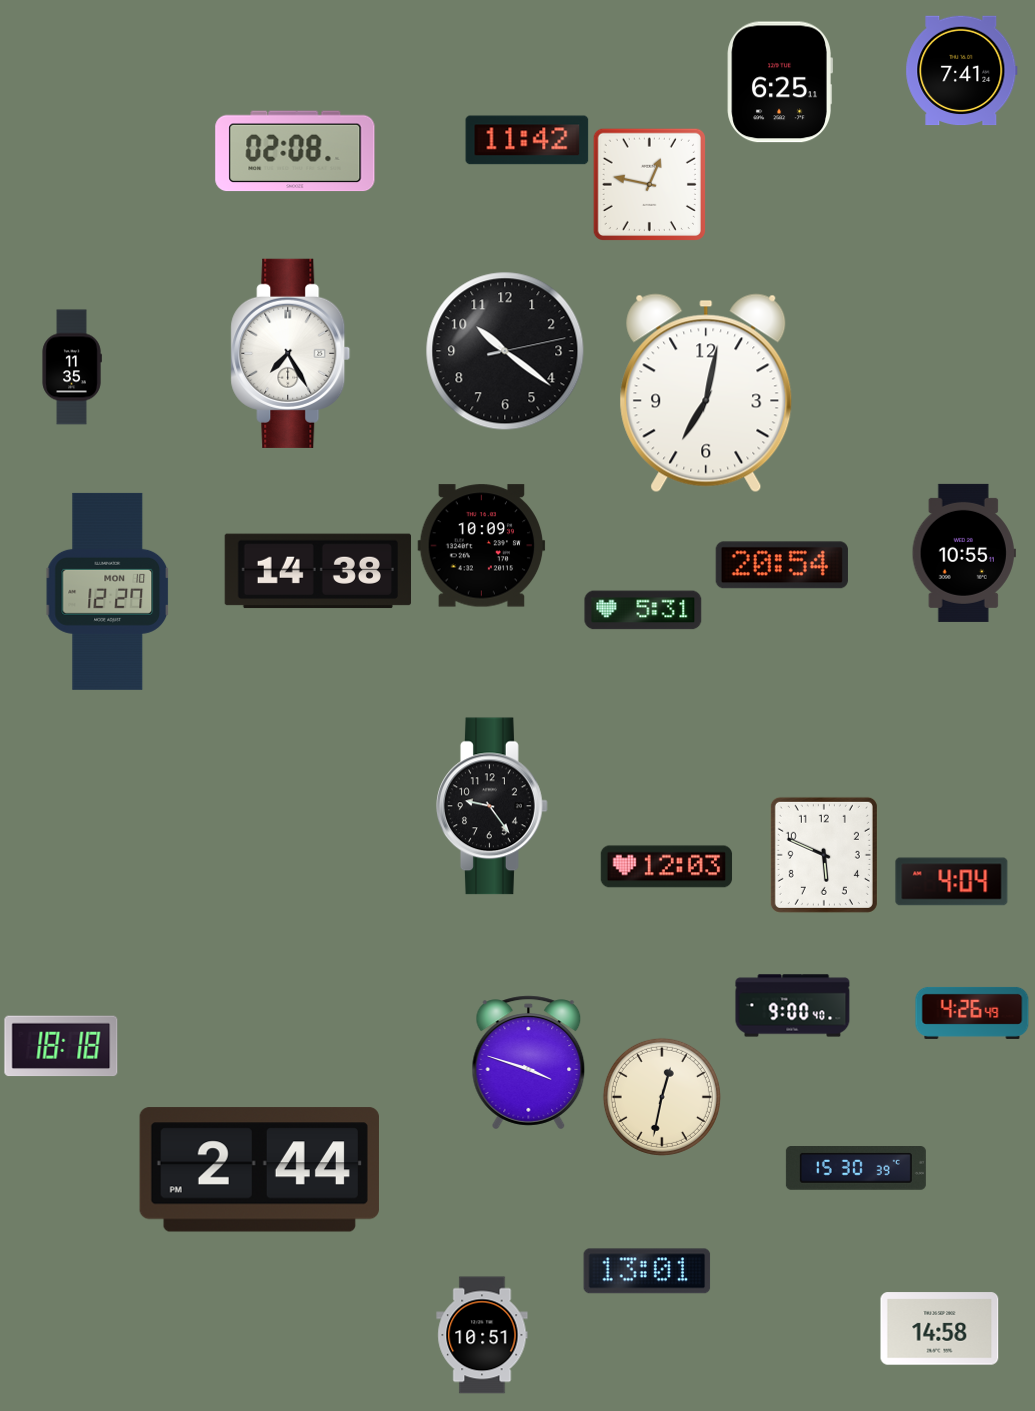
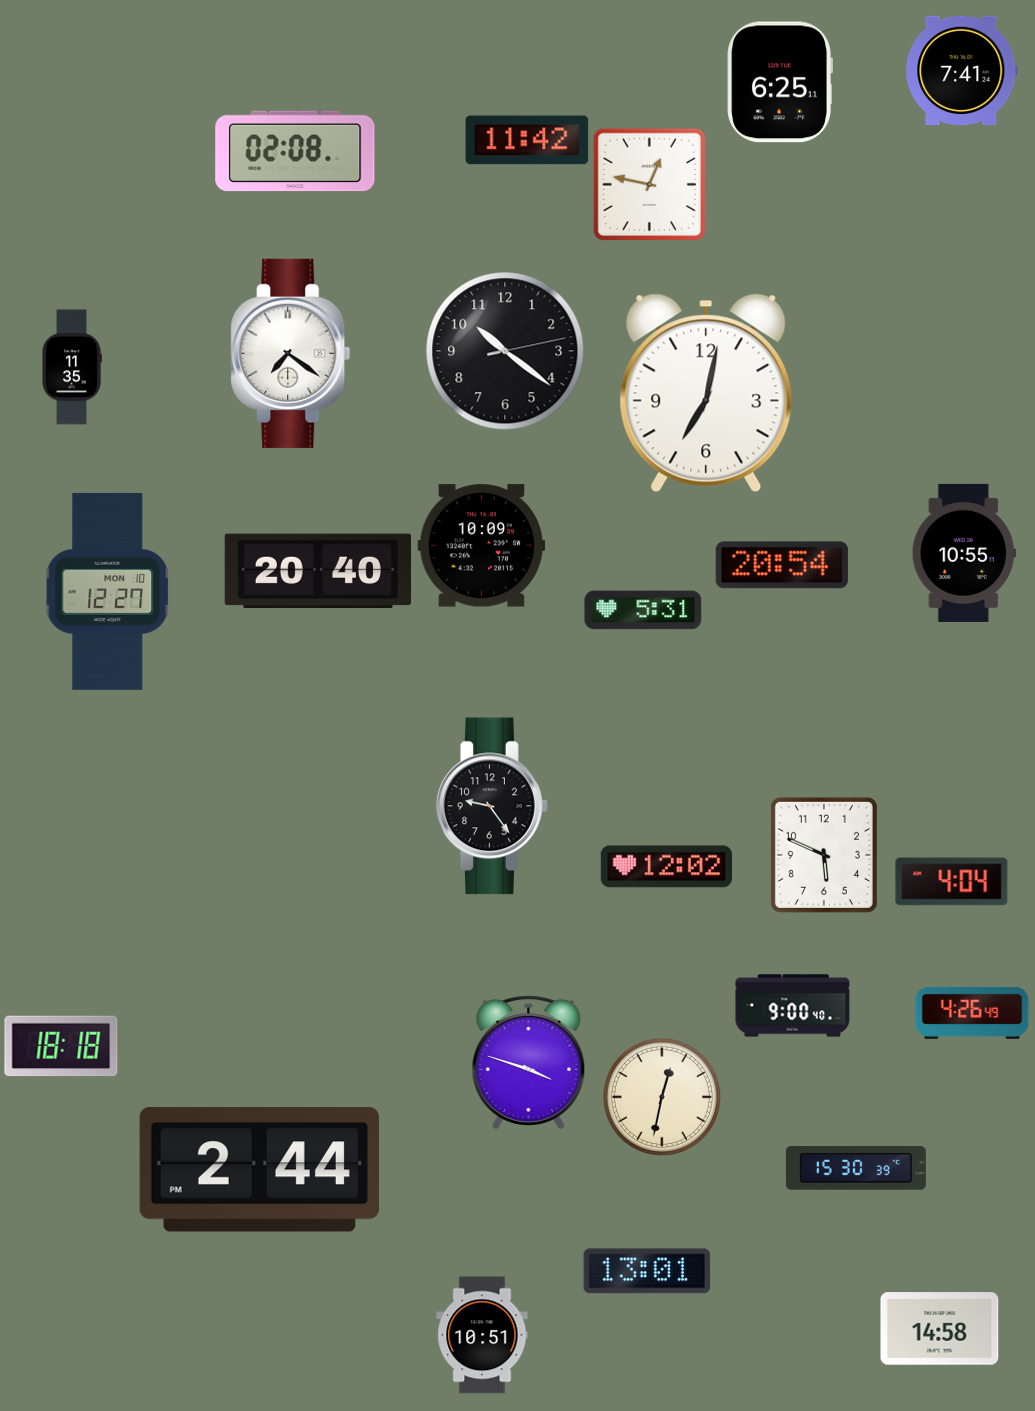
clock at (291, 353): 7:25 -> 7:21
clock at (317, 571): 14:38 -> 20:40
clock at (667, 867): 12:03 -> 12:02
